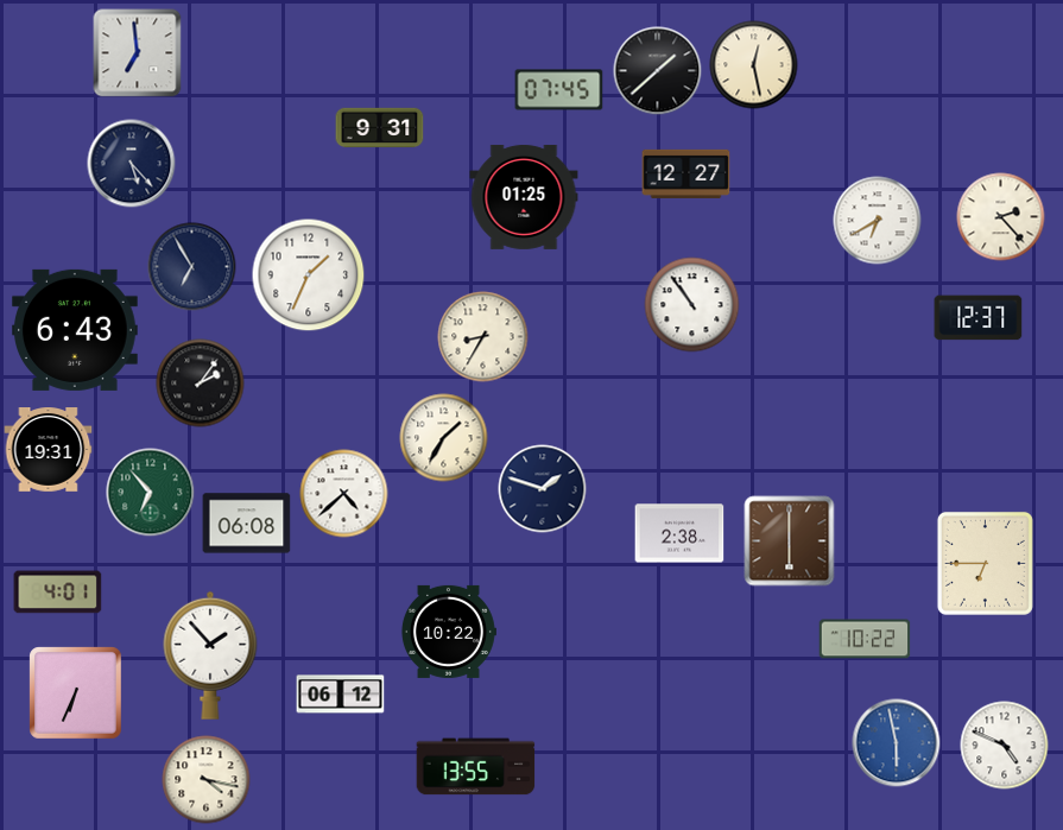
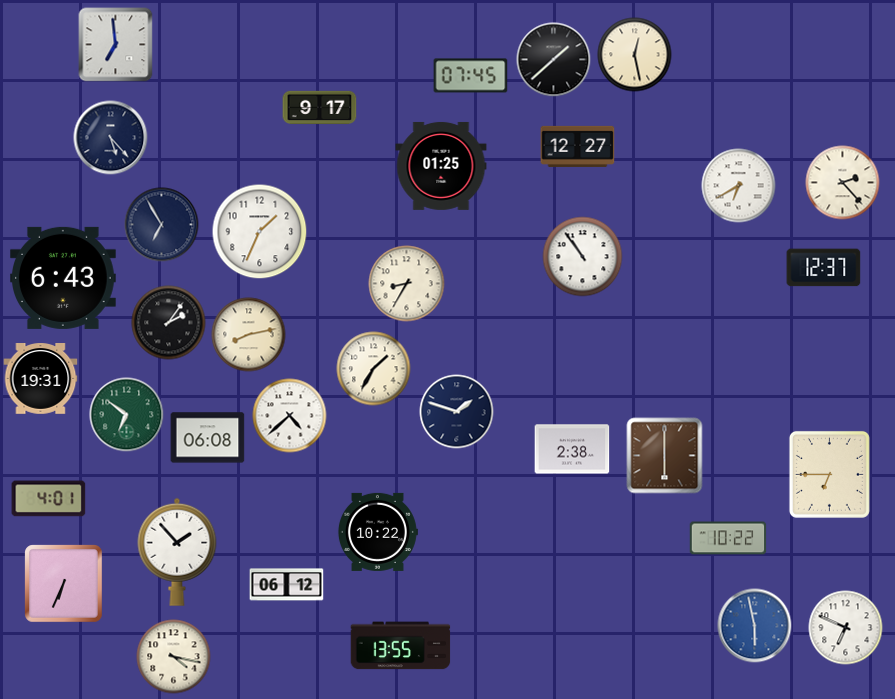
clock at (380, 128): 9:31 -> 9:17
clock at (249, 335): none -> 8:13
clock at (151, 493): 6:53 -> 6:51
clock at (247, 524) position: (247, 524) -> (208, 438)
clock at (1005, 746): 4:49 -> 6:49
